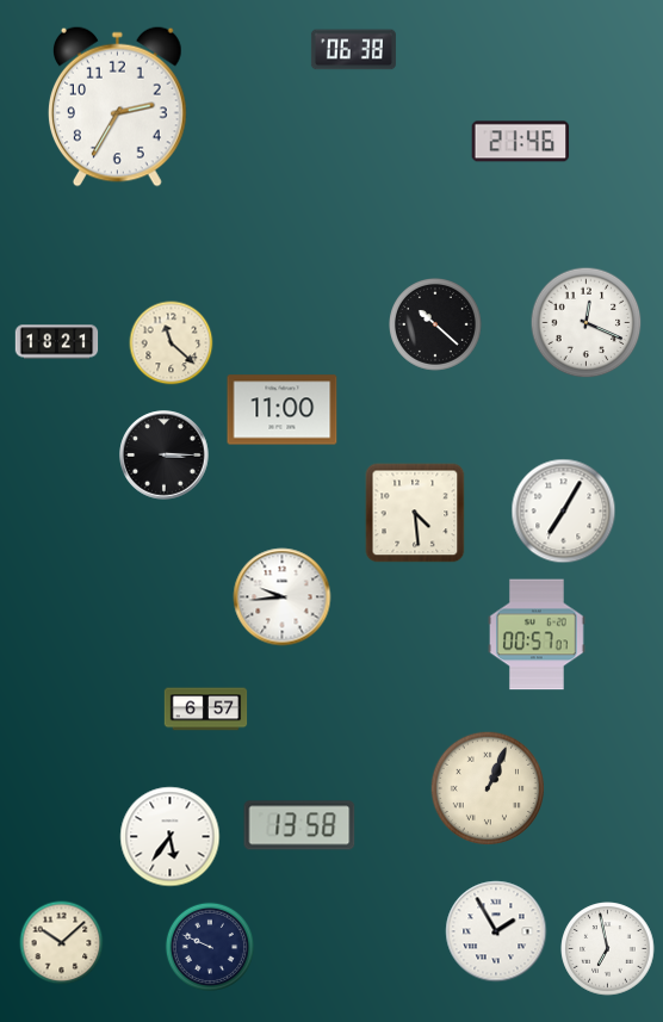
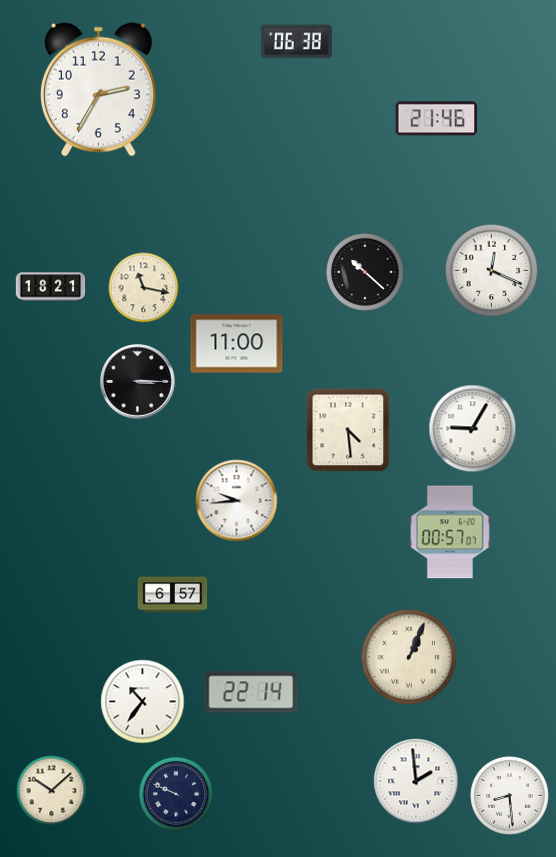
clock at (57, 342) position: (57, 342) -> (51, 287)
clock at (172, 343): 11:22 -> 11:17
clock at (564, 512): 7:05 -> 9:05
clock at (487, 787) position: (487, 787) -> (408, 656)
clock at (299, 825): 13:58 -> 22:14
clock at (171, 837): 5:36 -> 10:36
clock at (496, 931): 1:55 -> 1:59
clock at (608, 949): 6:58 -> 8:29
